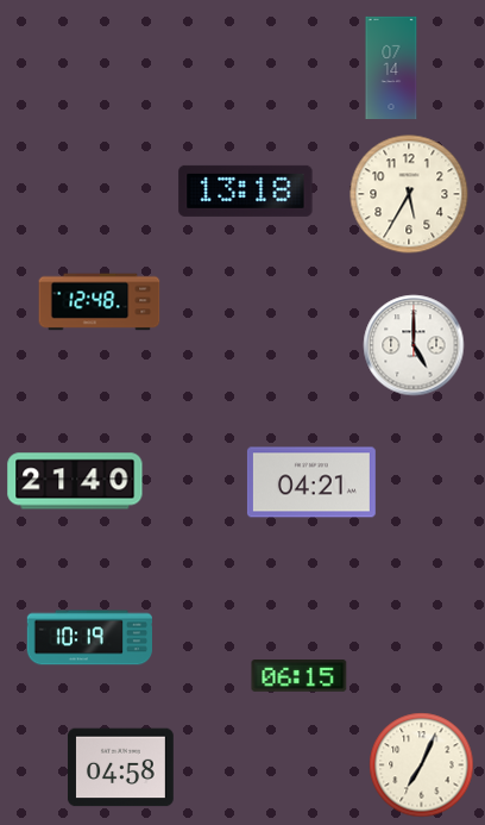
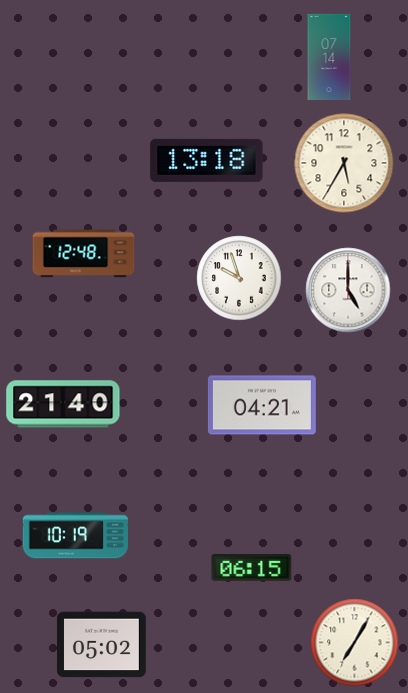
clock at (239, 278): none -> 9:57
clock at (422, 765): 7:04 -> 7:05
clock at (120, 768): 04:58 -> 05:02
